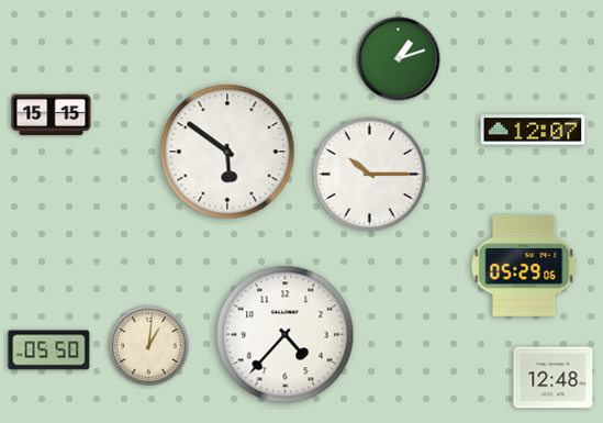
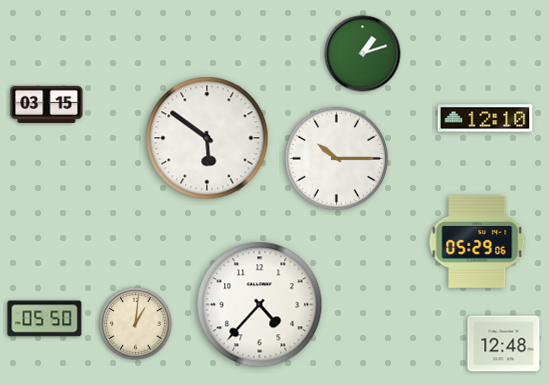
clock at (52, 114): 15:15 -> 03:15
clock at (533, 130): 12:07 -> 12:10
clock at (149, 346) position: (149, 346) -> (136, 324)
